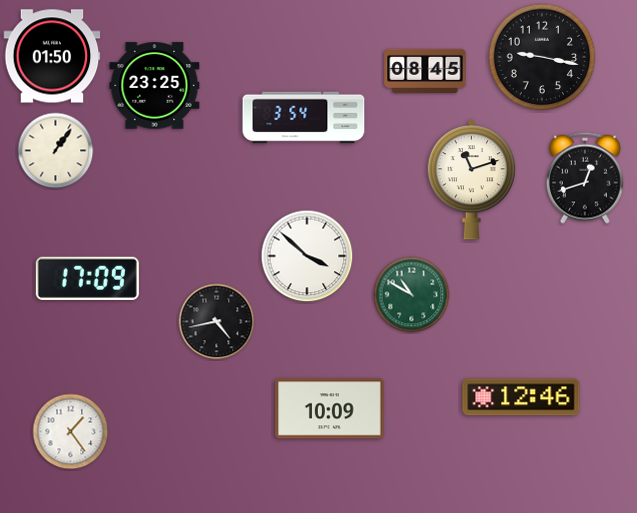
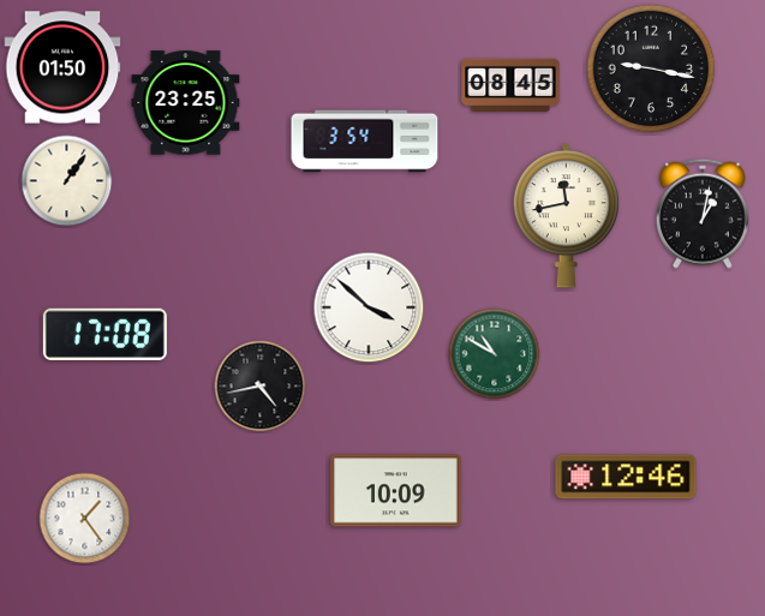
clock at (585, 178): 12:42 -> 1:02
clock at (471, 180): 11:12 -> 11:43
clock at (87, 278): 17:09 -> 17:08
